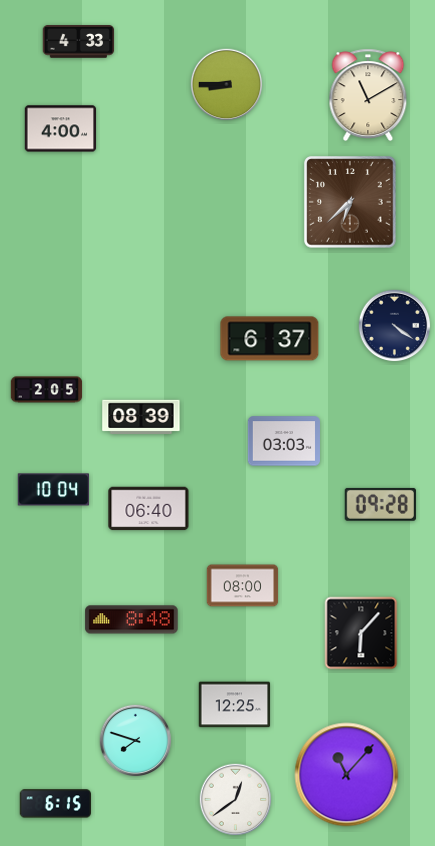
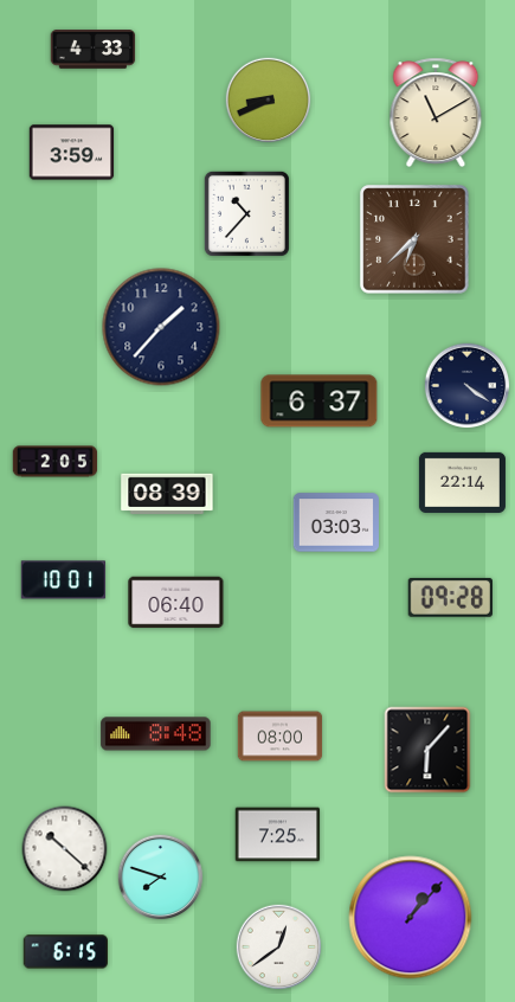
clock at (227, 85): 8:45 -> 8:41
clock at (61, 129): 4:00 -> 3:59
clock at (246, 213): none -> 10:37
clock at (161, 327): none -> 1:37
clock at (462, 482): none -> 22:14
clock at (54, 490): 10:04 -> 10:01
clock at (243, 586) position: (243, 586) -> (281, 737)
clock at (235, 705): 12:25 -> 7:25
clock at (65, 849): none -> 10:22
clock at (347, 775): 11:07 -> 1:07
